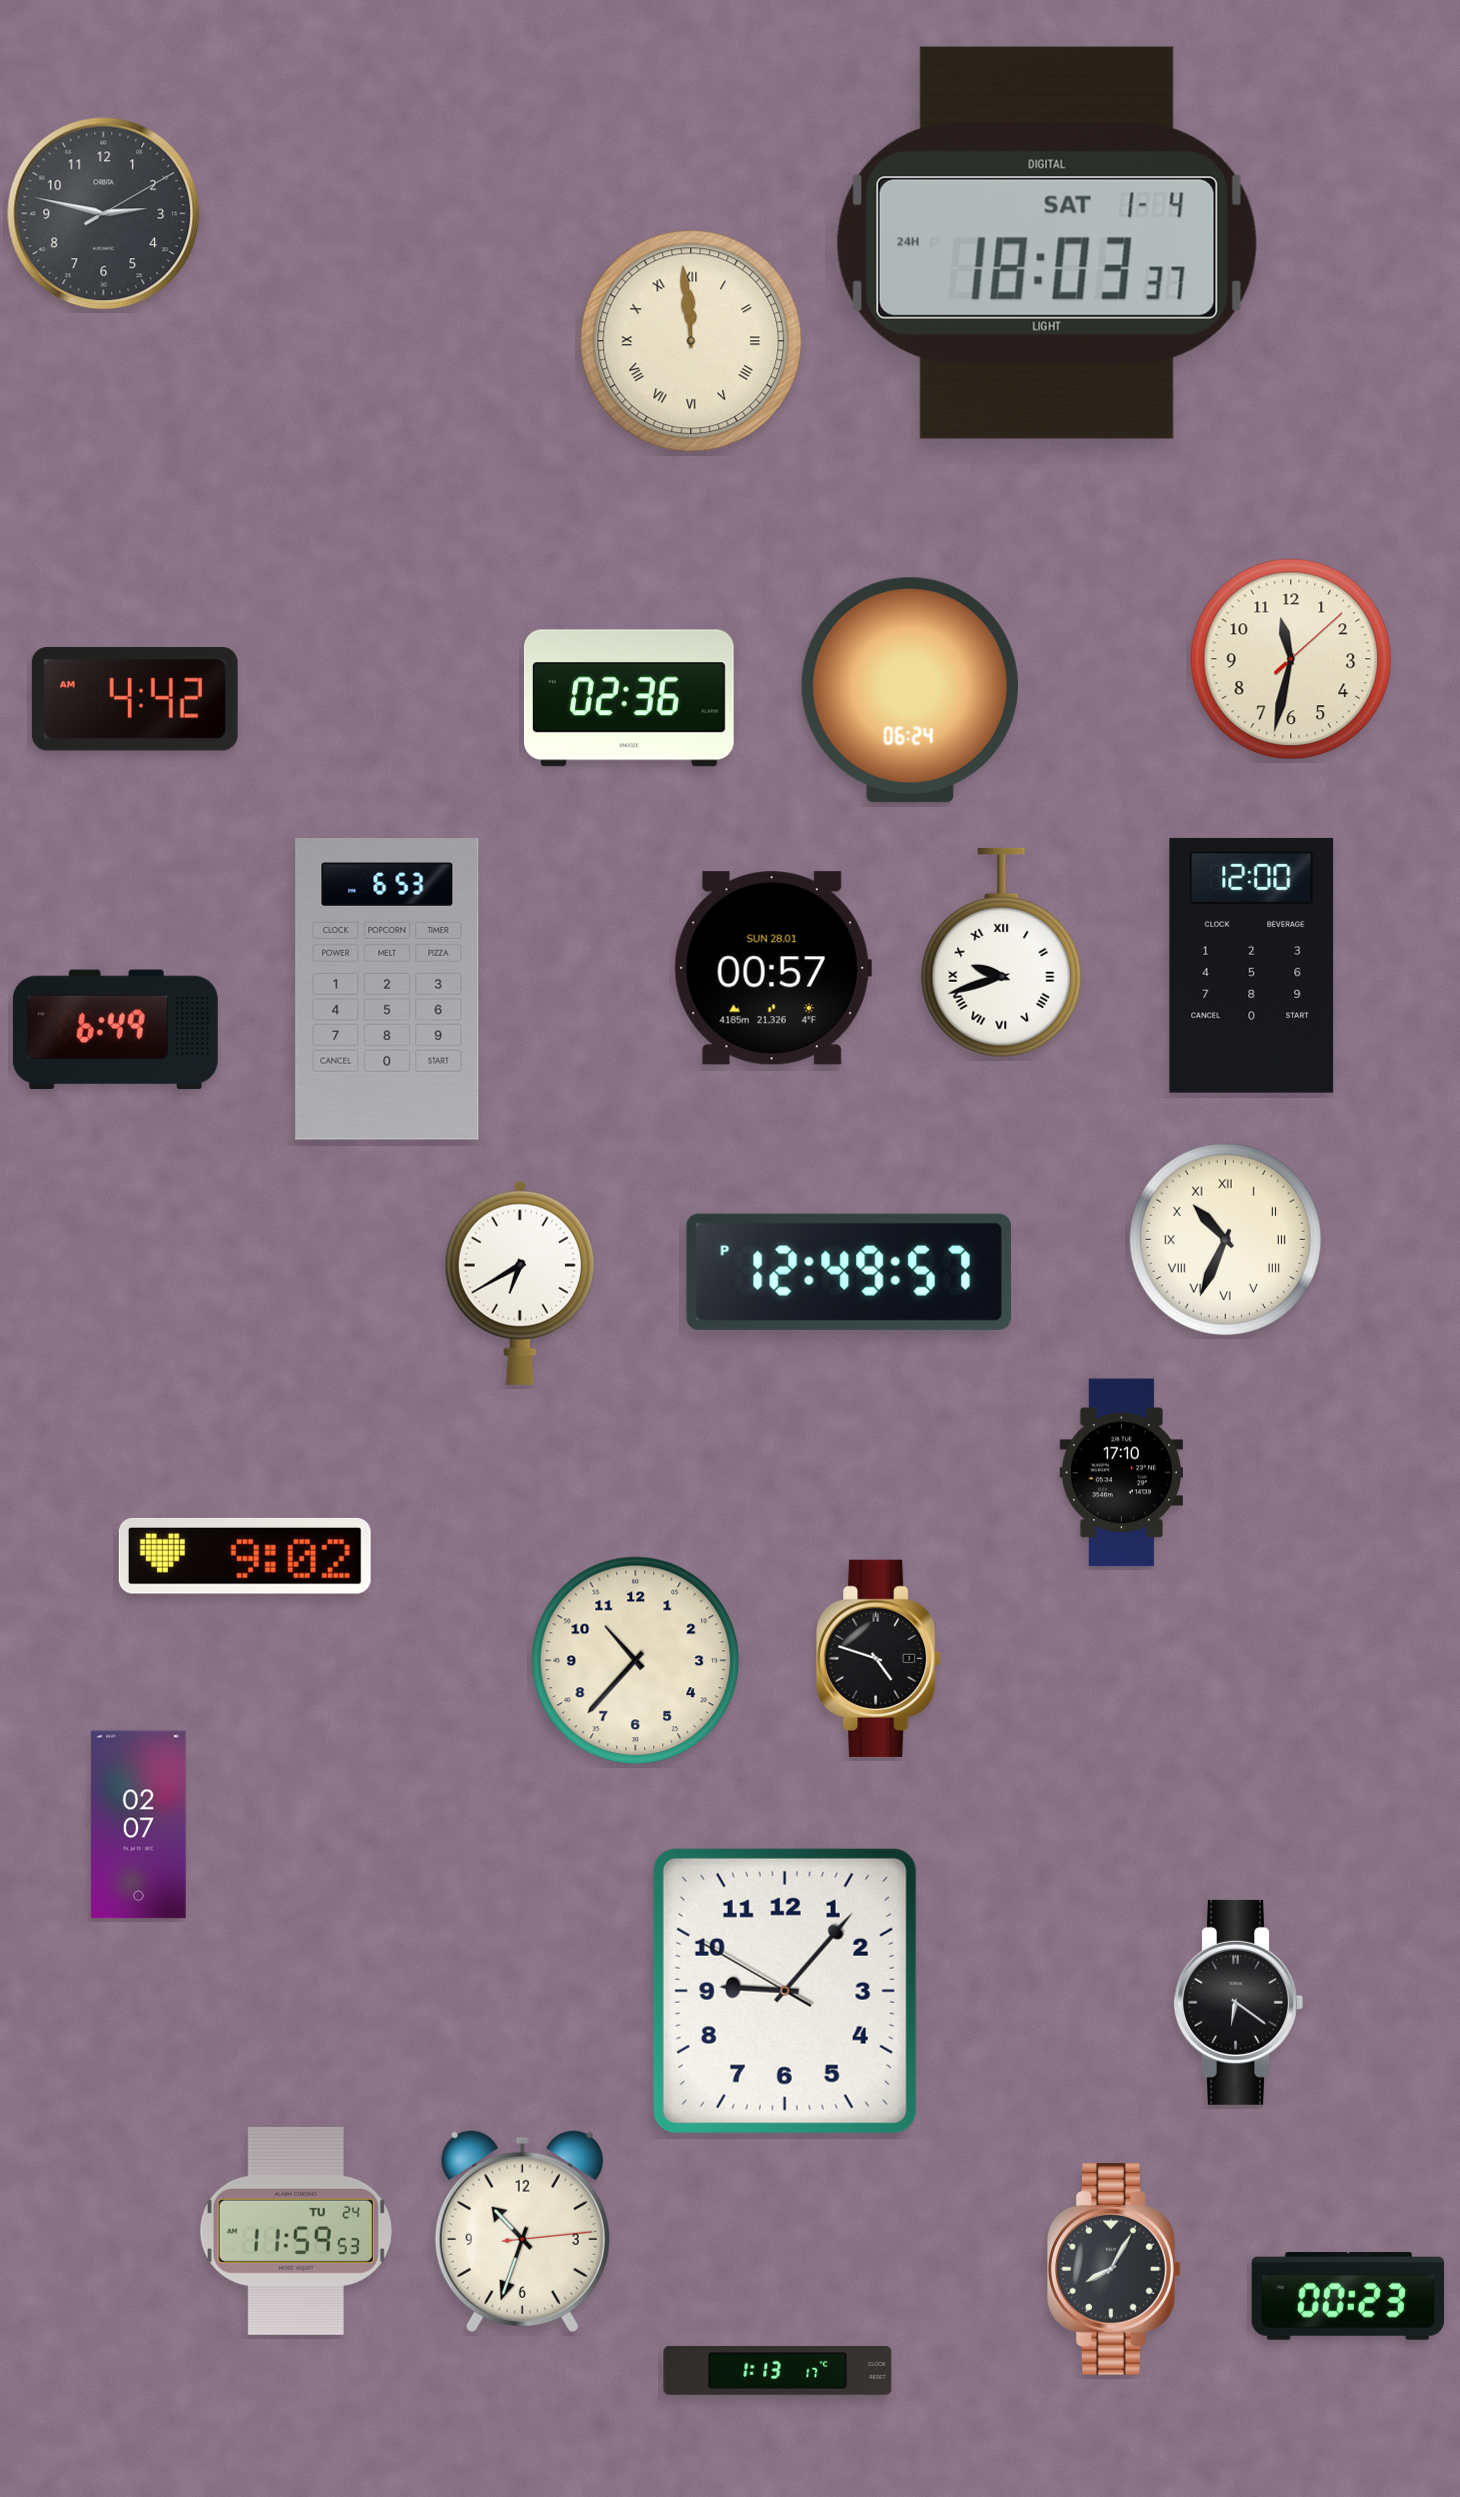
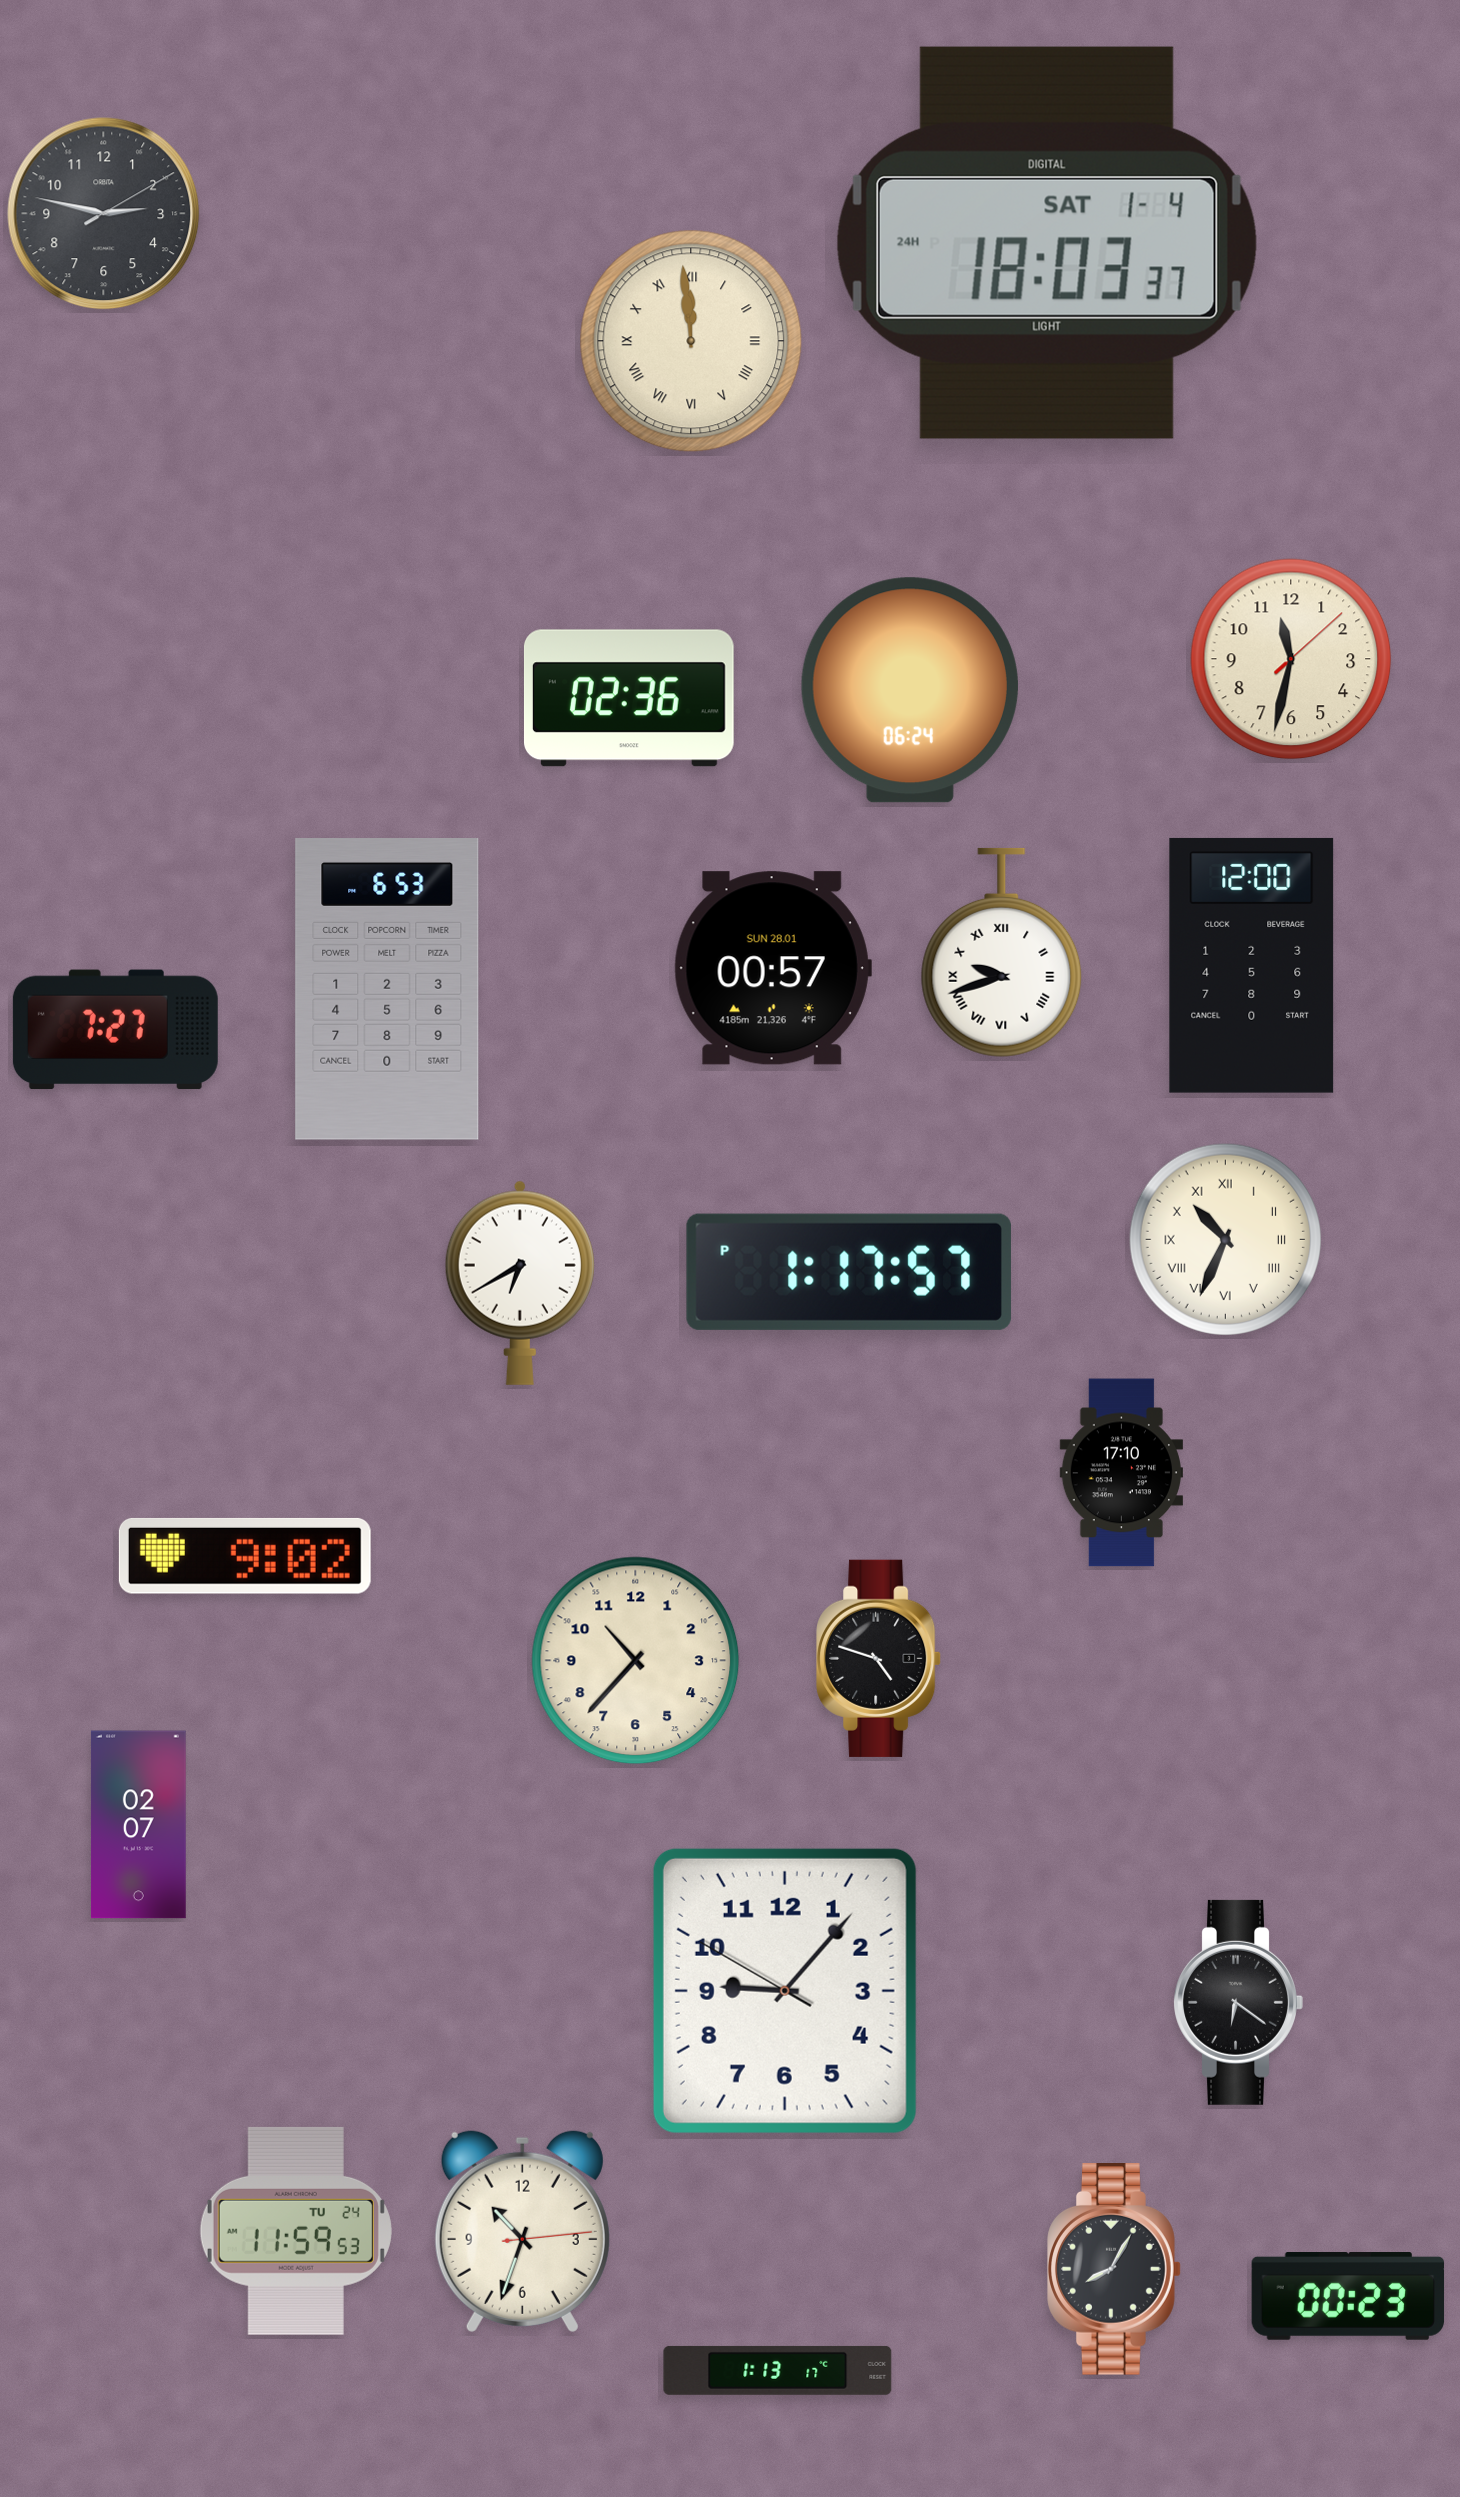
clock at (135, 700): 4:42 -> none
clock at (115, 1030): 6:49 -> 7:27
clock at (849, 1272): 12:49 -> 1:17
